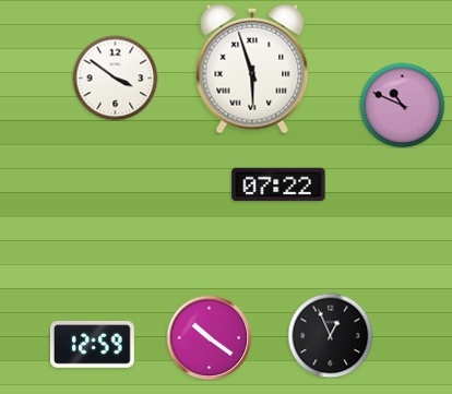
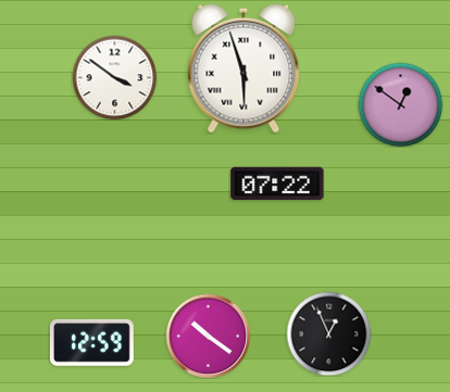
clock at (252, 69) position: (252, 69) -> (243, 68)
clock at (402, 105): 10:49 -> 12:51
